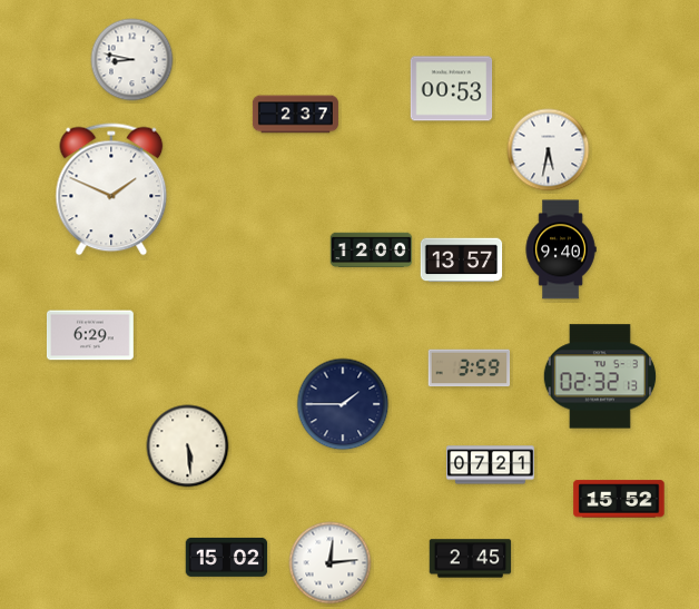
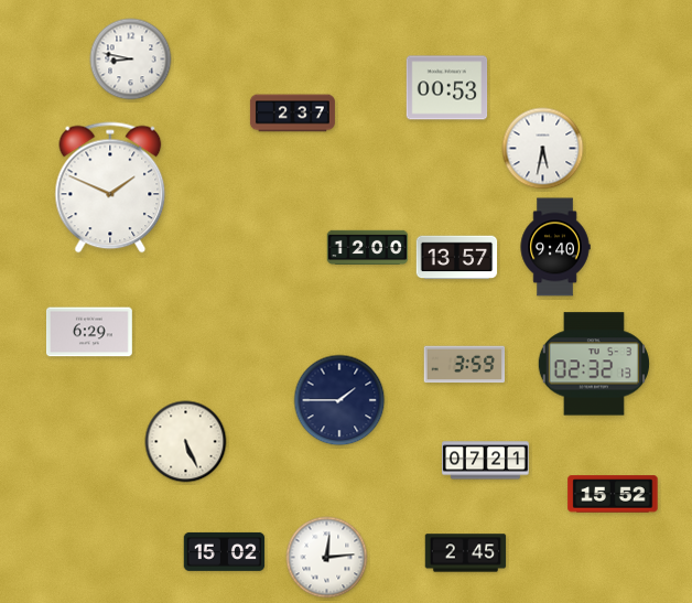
clock at (600, 376) position: (600, 376) -> (594, 364)
clock at (188, 446): 5:29 -> 5:26
